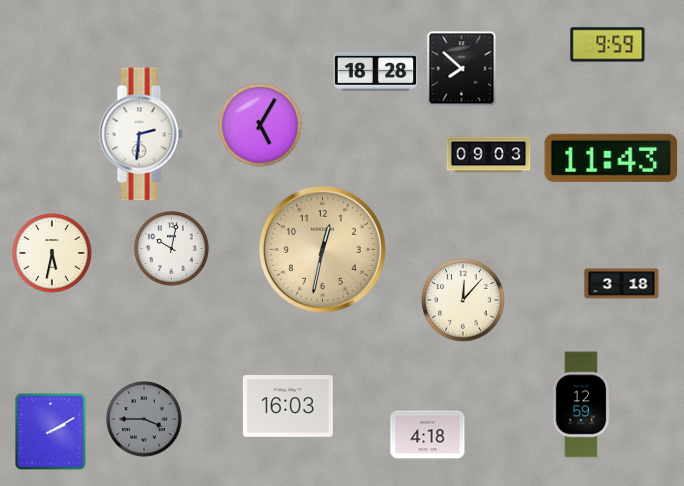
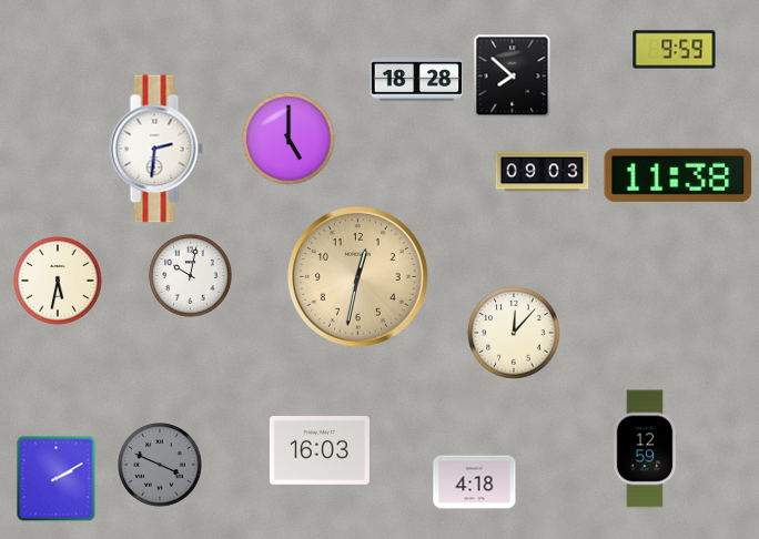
clock at (260, 125): 5:05 -> 5:00
clock at (611, 158): 11:43 -> 11:38
clock at (622, 284): 3:18 -> none
clock at (144, 419): 3:45 -> 3:49
